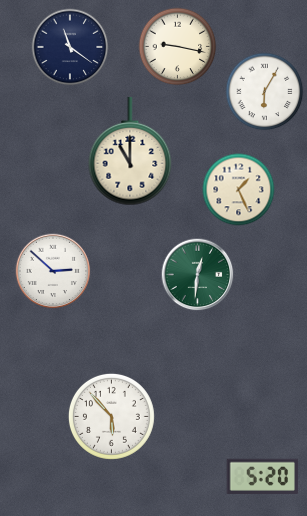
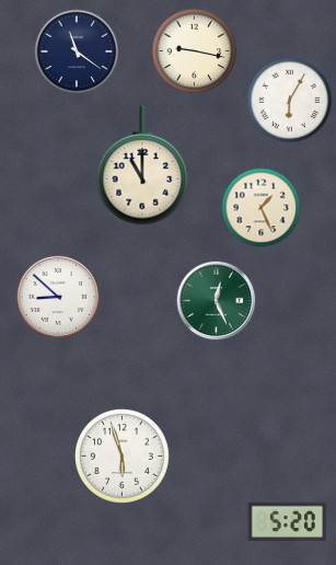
clock at (53, 271): 2:52 -> 8:52
clock at (198, 275): 12:31 -> 12:26
clock at (111, 416): 5:53 -> 5:57
